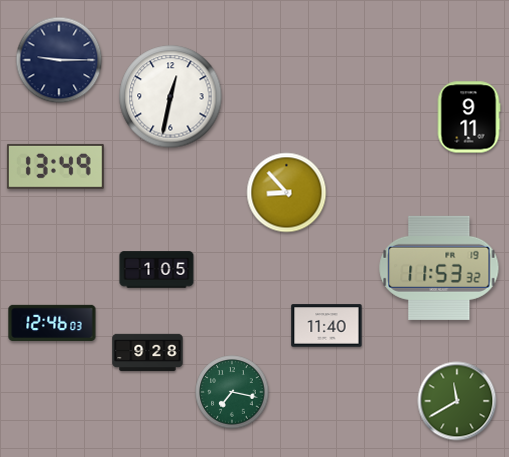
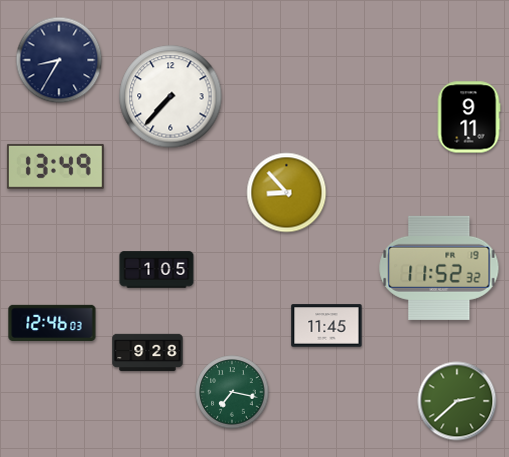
clock at (59, 60): 9:15 -> 8:35
clock at (171, 97): 12:32 -> 7:37
clock at (439, 268): 11:53 -> 11:52
clock at (327, 326): 11:40 -> 11:45
clock at (457, 401): 11:40 -> 2:38
